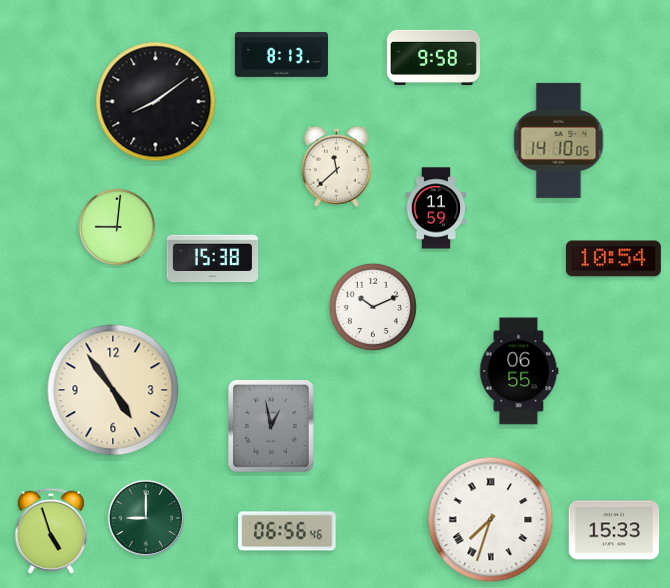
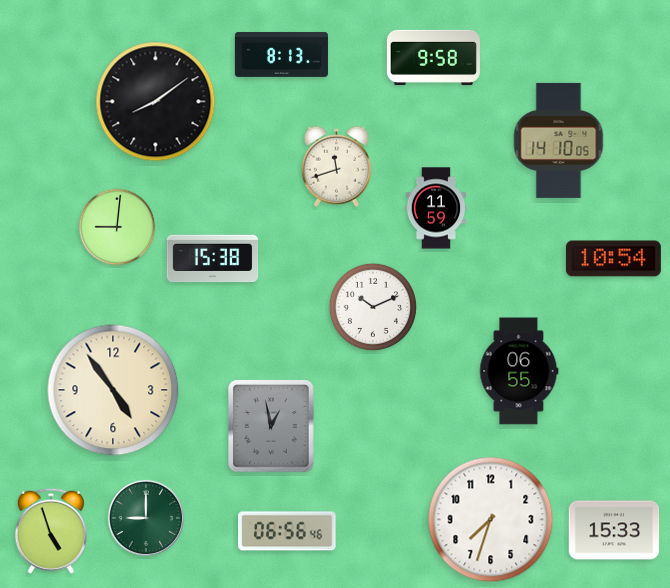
clock at (336, 166): 11:38 -> 11:42
clock at (491, 520) numerals: Roman -> Arabic
